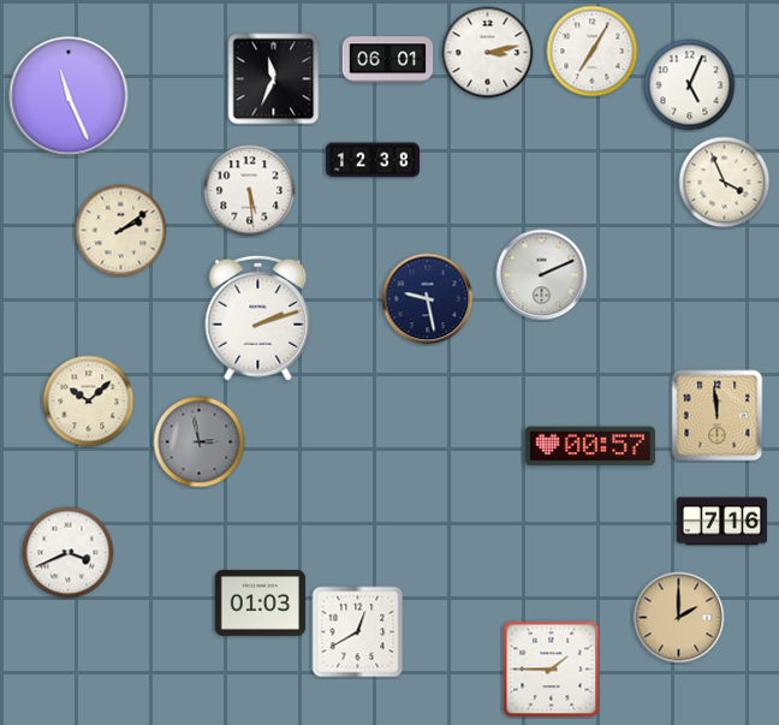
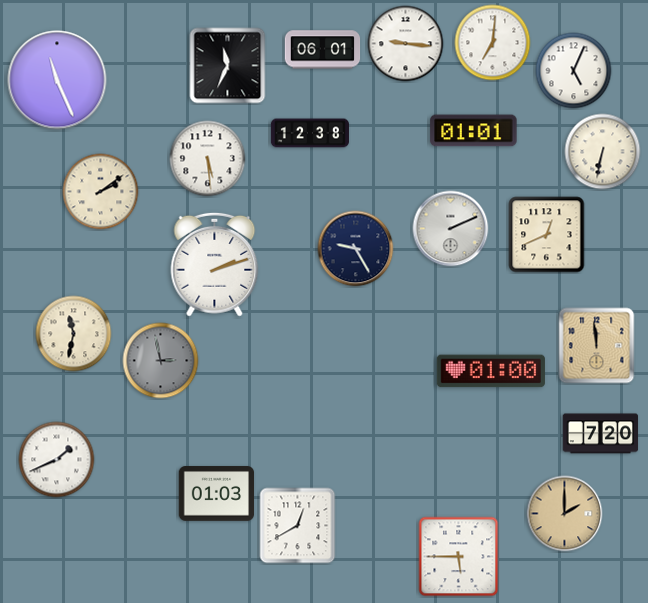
clock at (593, 52): 7:05 -> 7:01
clock at (488, 53): 3:13 -> 9:16
clock at (474, 131): none -> 01:01
clock at (725, 183): 3:56 -> 6:32
clock at (547, 235): none -> 12:41
clock at (428, 299): 9:28 -> 9:25
clock at (89, 402): 10:08 -> 11:32
clock at (200, 442) position: (200, 442) -> (161, 361)
clock at (590, 446): 00:57 -> 01:00
clock at (722, 522): 7:16 -> 7:20
clock at (69, 553): 3:41 -> 1:41
clock at (261, 604) position: (261, 604) -> (217, 494)
clock at (552, 670): 1:45 -> 5:45
